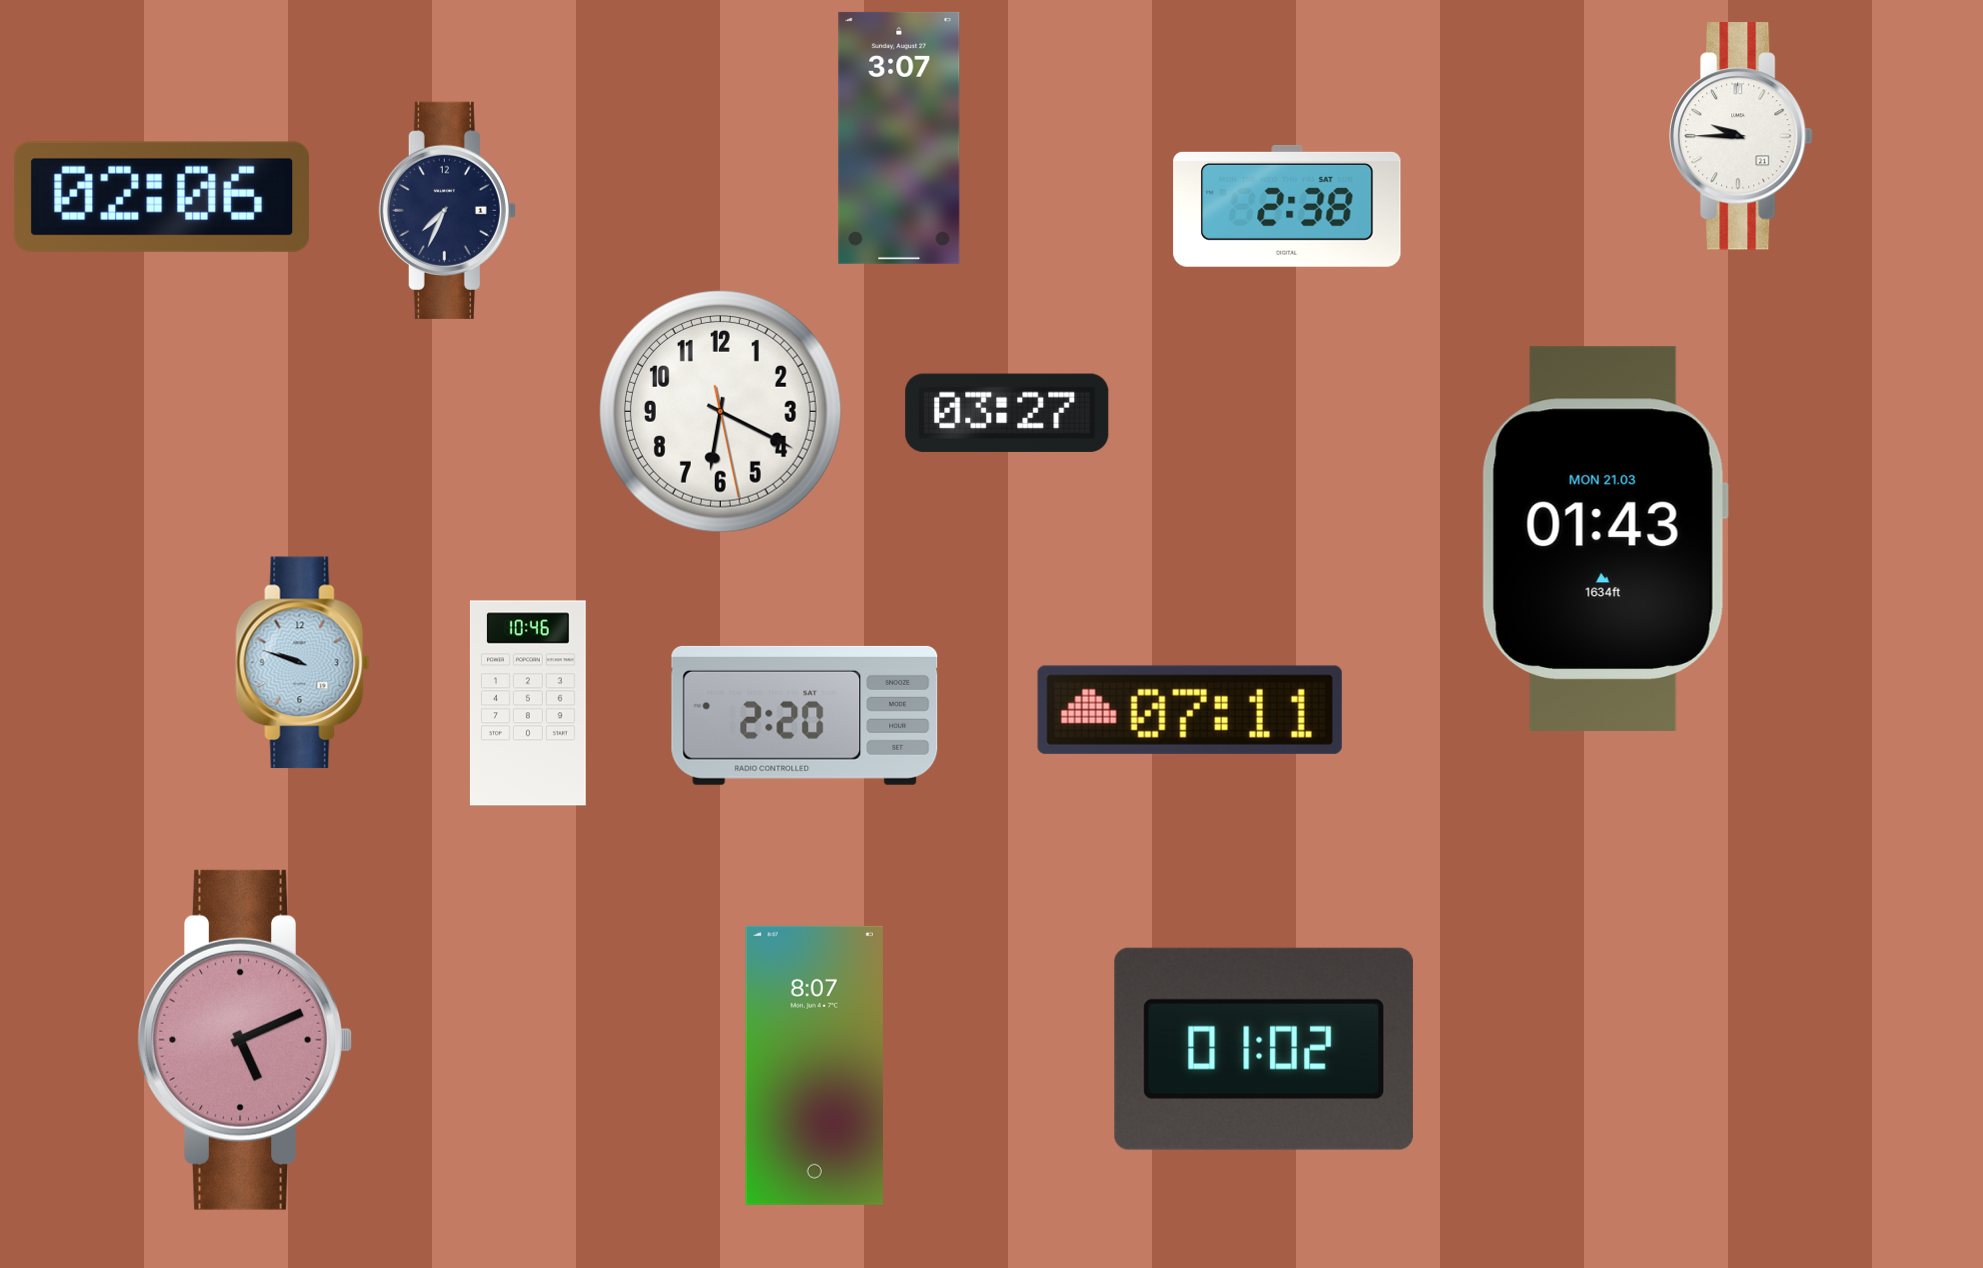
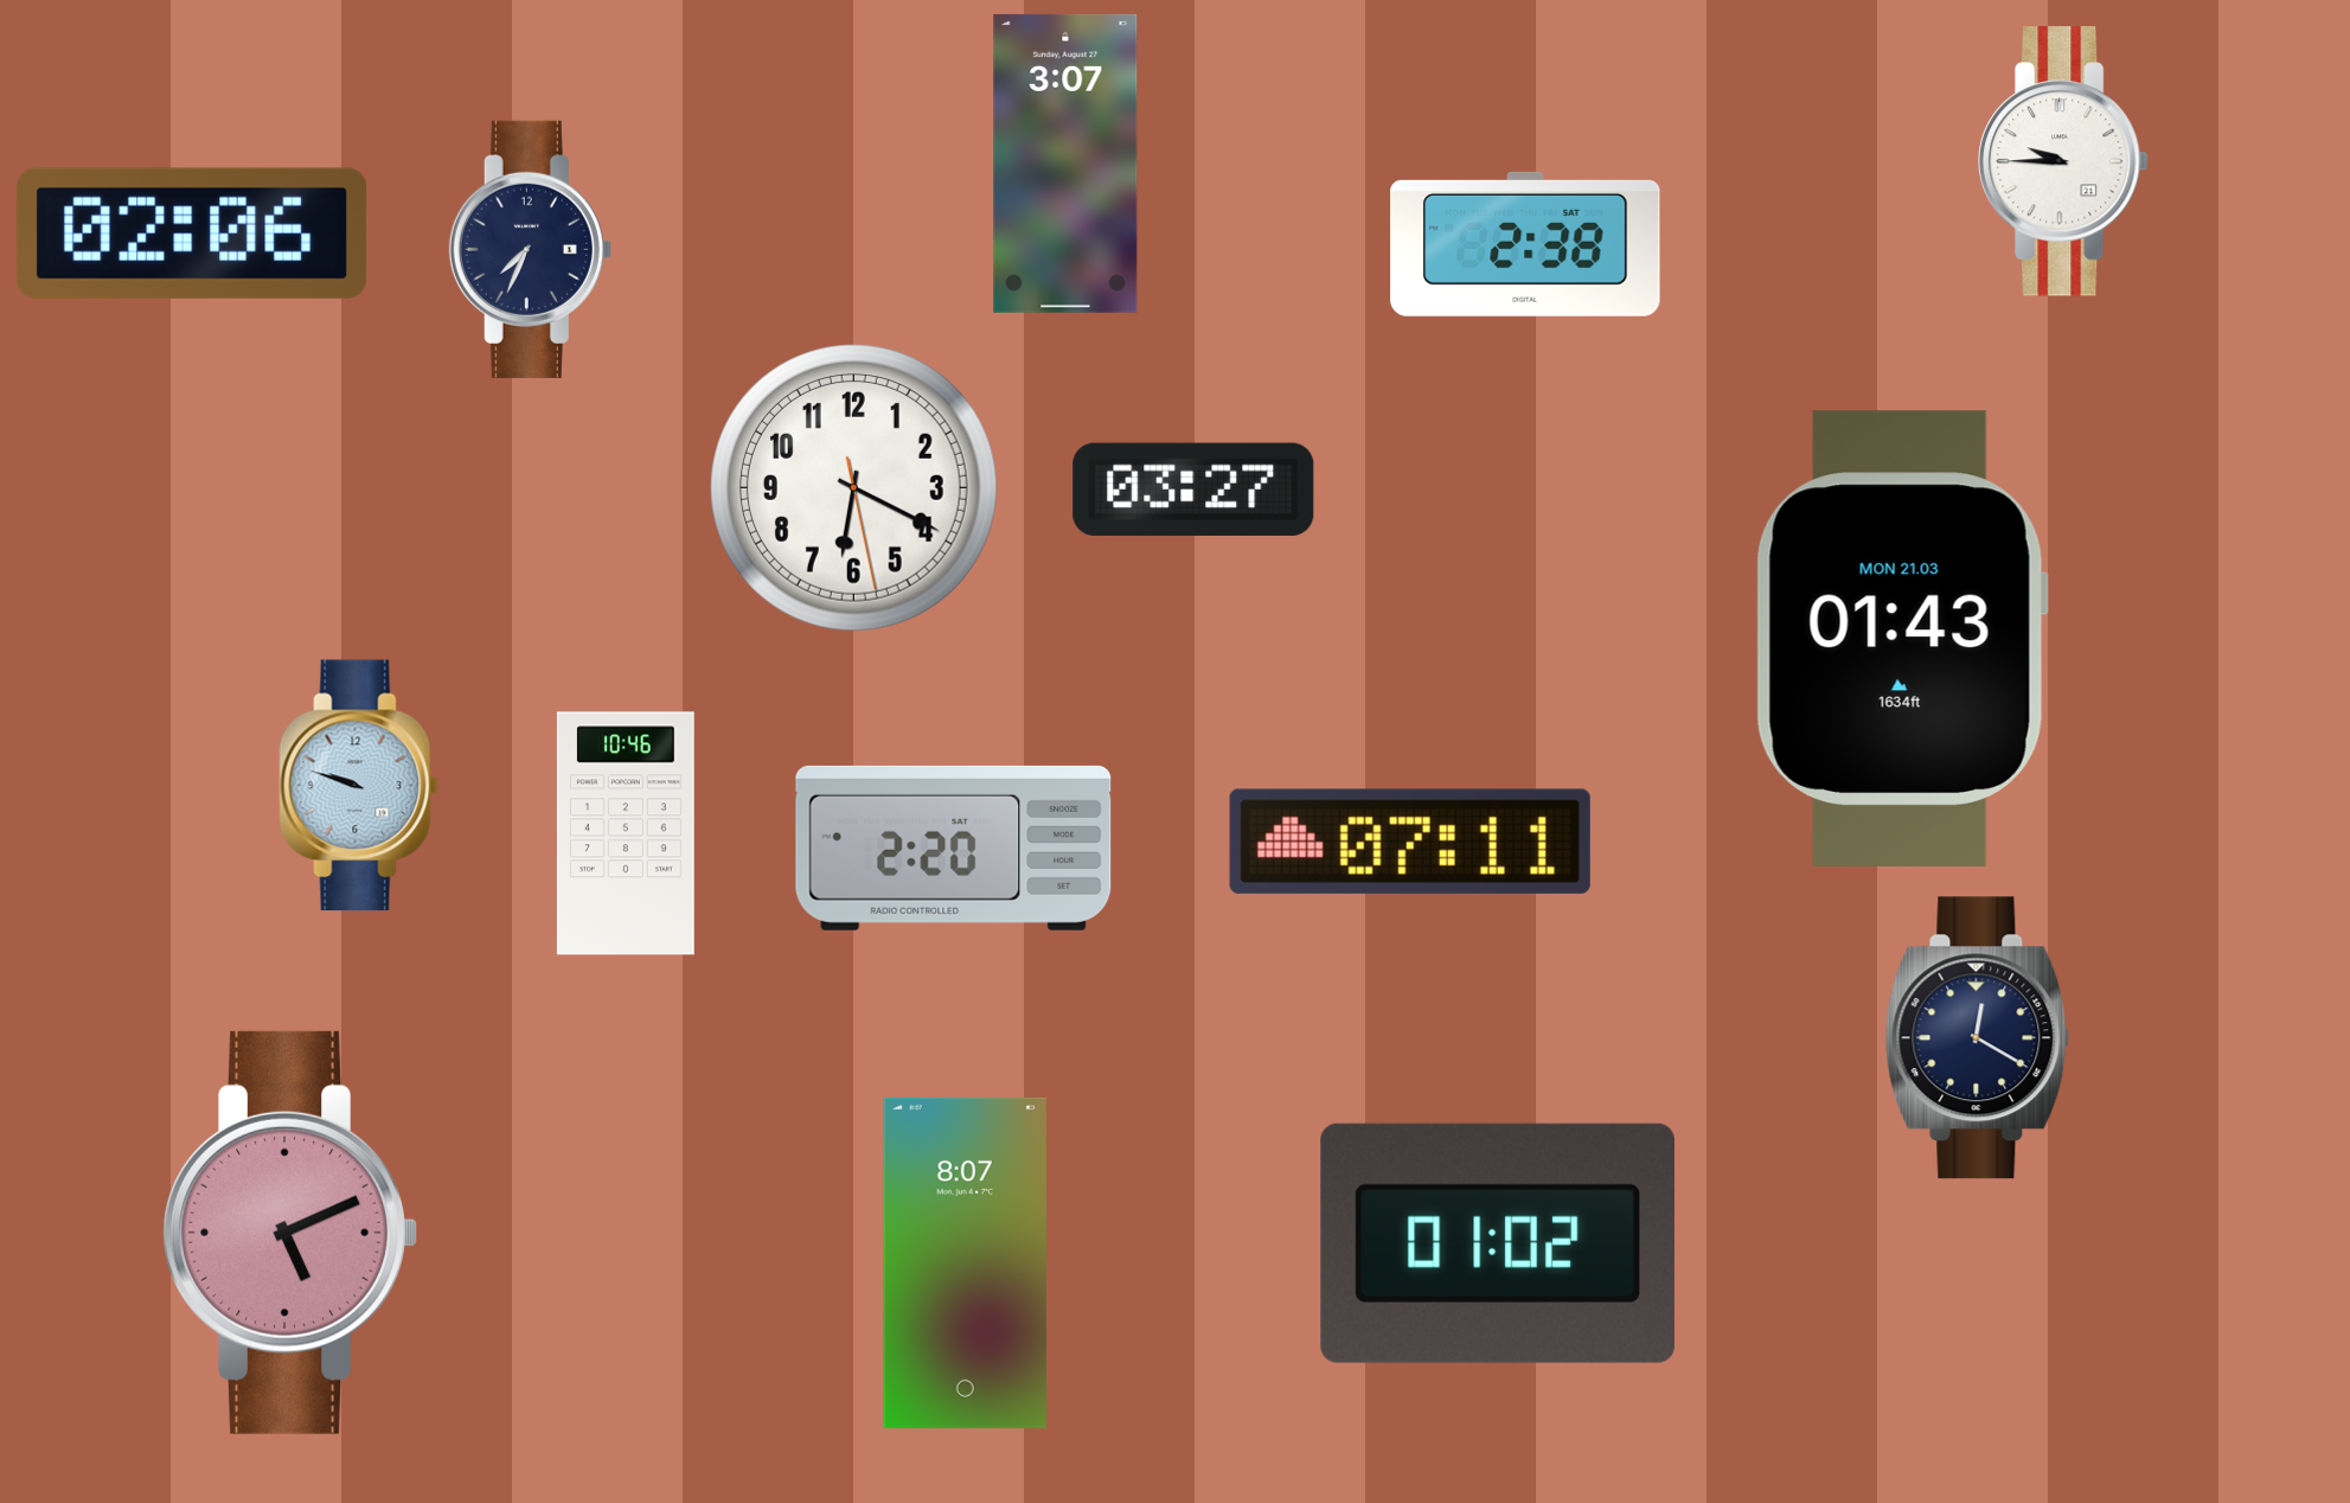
clock at (1978, 1038): none -> 12:20
